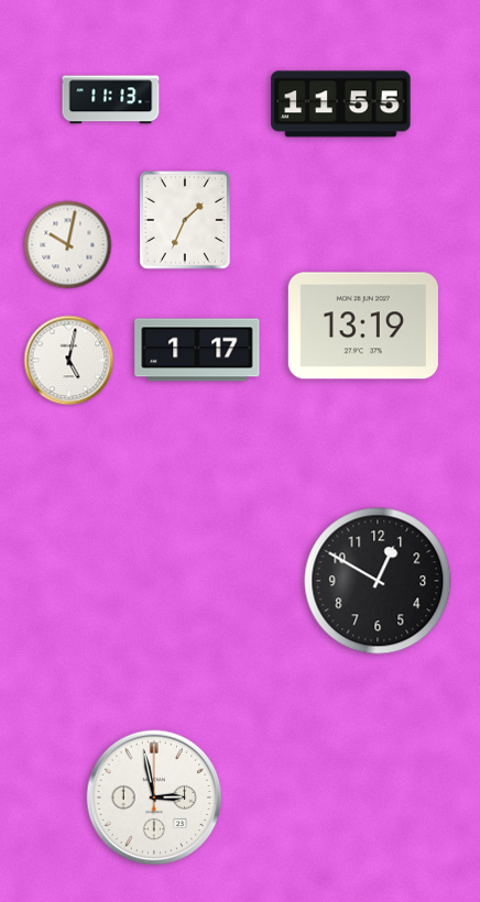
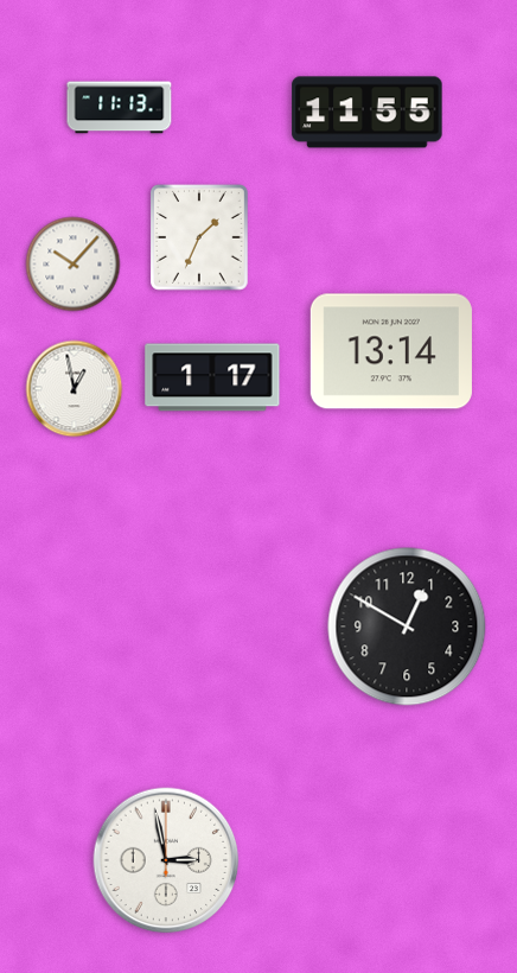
clock at (68, 245): 10:02 -> 10:07
clock at (363, 326): 13:19 -> 13:14
clock at (69, 361): 5:02 -> 12:58
